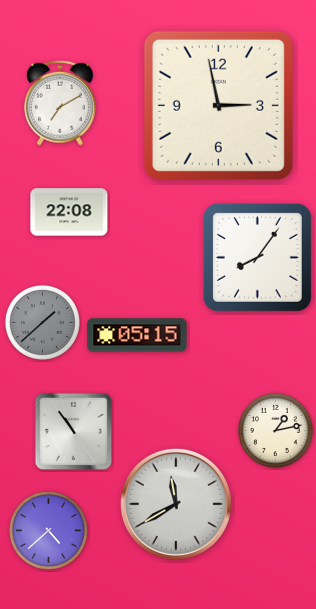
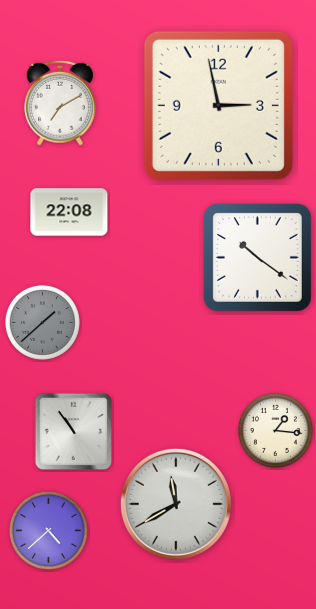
clock at (257, 257): 8:06 -> 10:21
clock at (137, 335): 05:15 -> none
clock at (275, 430): 1:13 -> 1:16
